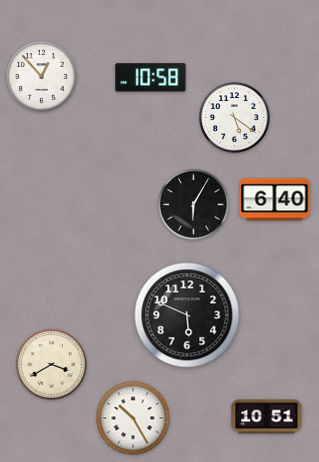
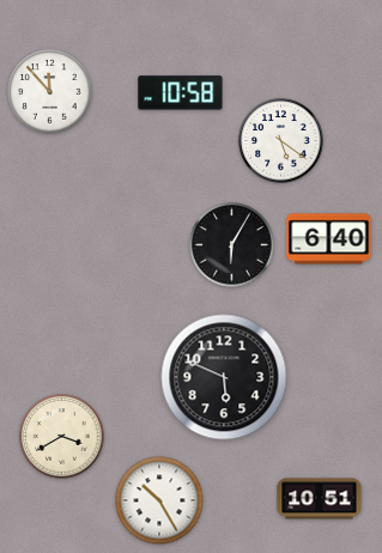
clock at (42, 77): 12:53 -> 11:53
